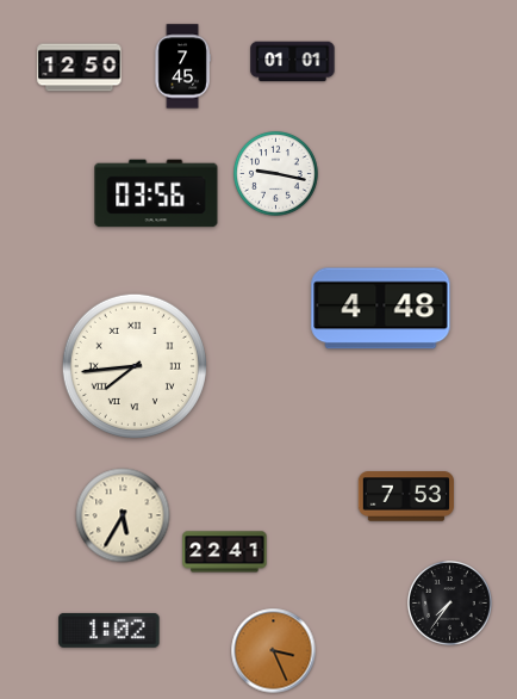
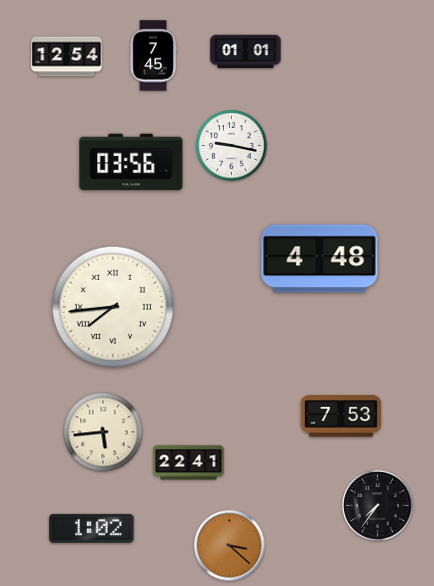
clock at (80, 68): 12:50 -> 12:54
clock at (123, 515): 5:35 -> 5:44
clock at (274, 651): 3:26 -> 3:22
